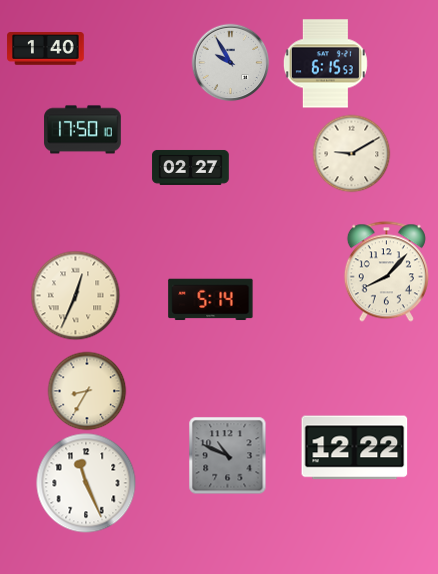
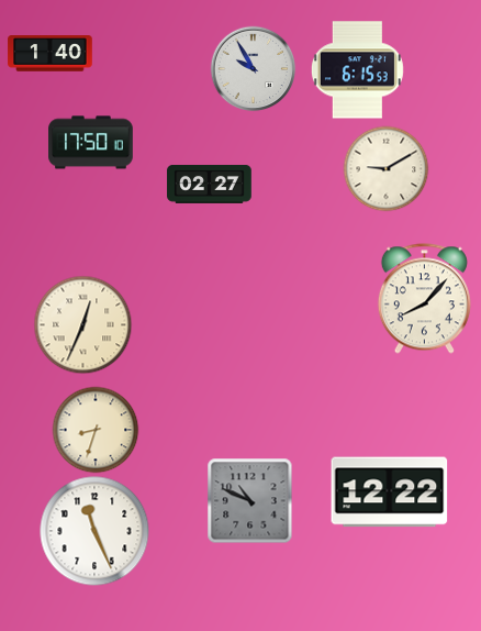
clock at (211, 300): 5:14 -> none
clock at (87, 391): 8:35 -> 8:33
